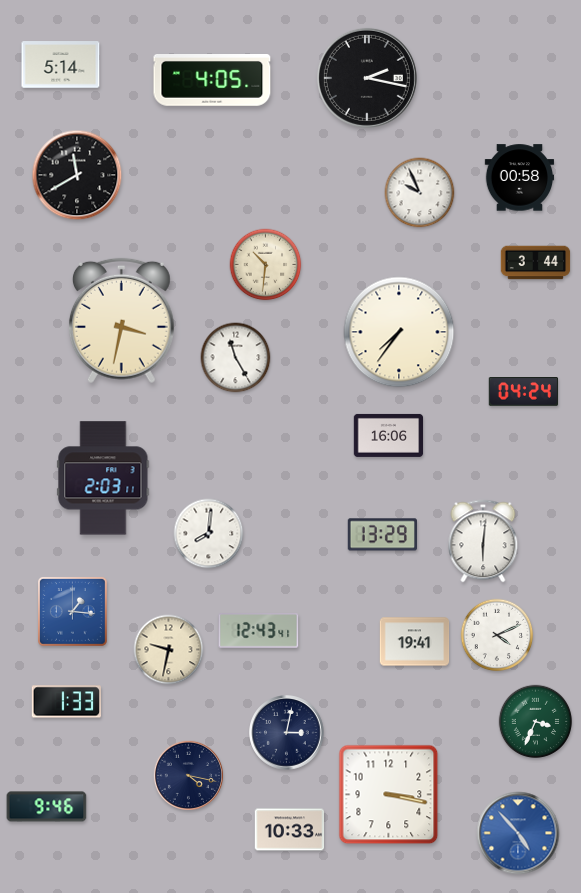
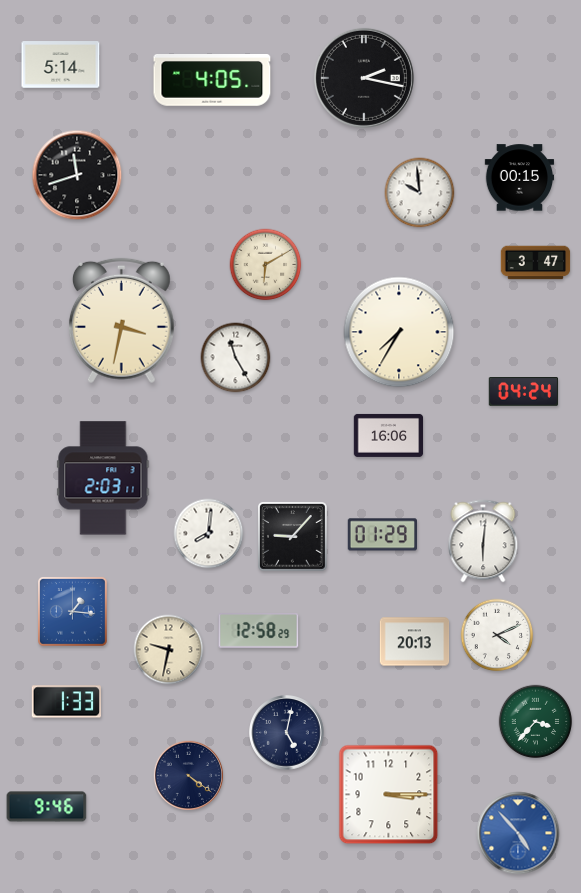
clock at (367, 78) position: (367, 78) -> (364, 78)
clock at (77, 175): 11:40 -> 11:42
clock at (520, 178): 00:58 -> 00:15
clock at (420, 193): 9:56 -> 9:59
clock at (536, 263): 3:44 -> 3:47
clock at (266, 265): 10:31 -> 6:10
clock at (399, 332): 7:36 -> 7:35
clock at (383, 535): 13:29 -> 01:29
clock at (293, 537): none -> 9:07
clock at (259, 631): 12:43 -> 12:58
clock at (415, 642): 19:41 -> 20:13
clock at (536, 722): 3:34 -> 3:37
clock at (287, 733): 3:02 -> 5:02
clock at (188, 775): 4:17 -> 4:21
clock at (389, 795): 3:17 -> 3:15
clock at (290, 830): 10:33 -> none
